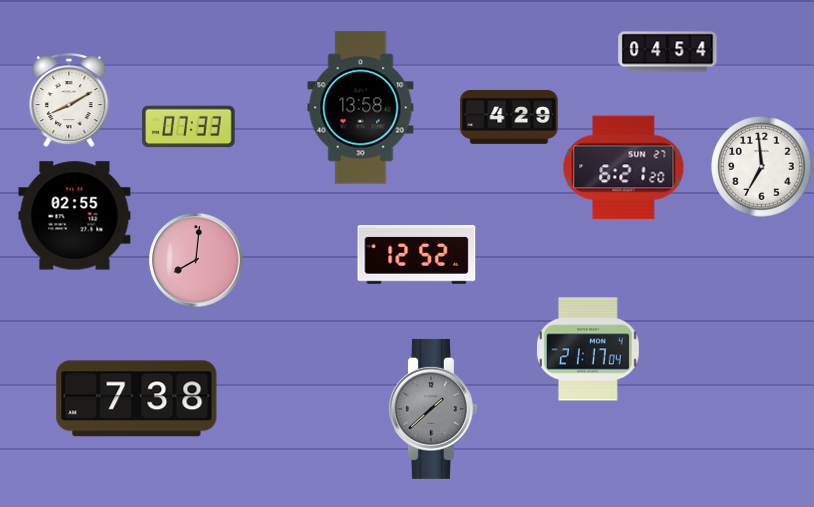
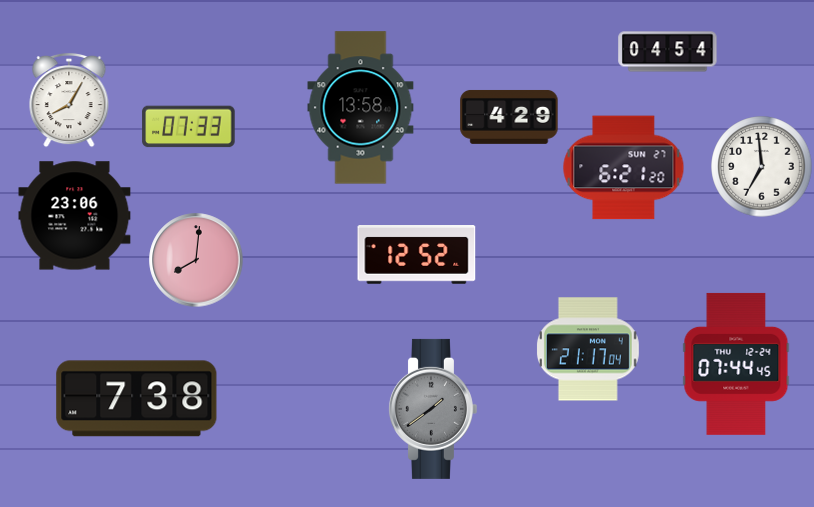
clock at (69, 100): 8:10 -> 8:05
clock at (75, 216): 02:55 -> 23:06
clock at (736, 364): none -> 07:44
clock at (432, 409): 1:38 -> 1:39
